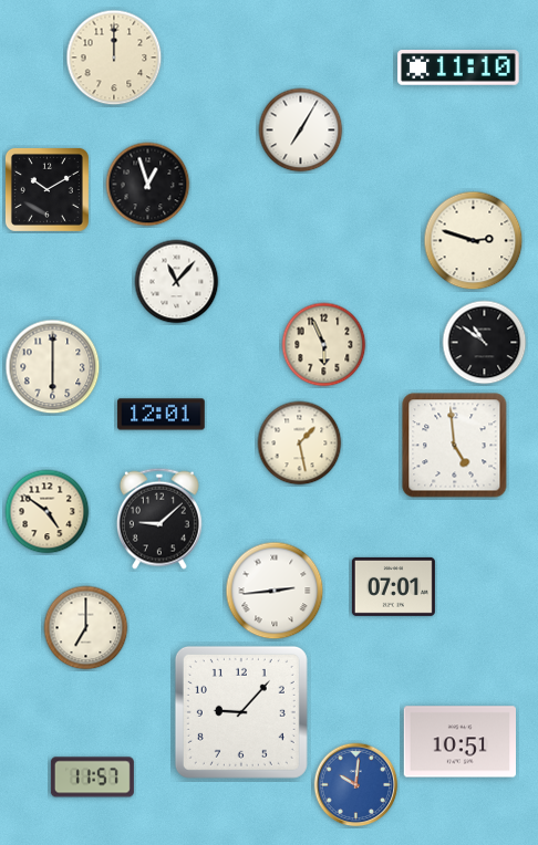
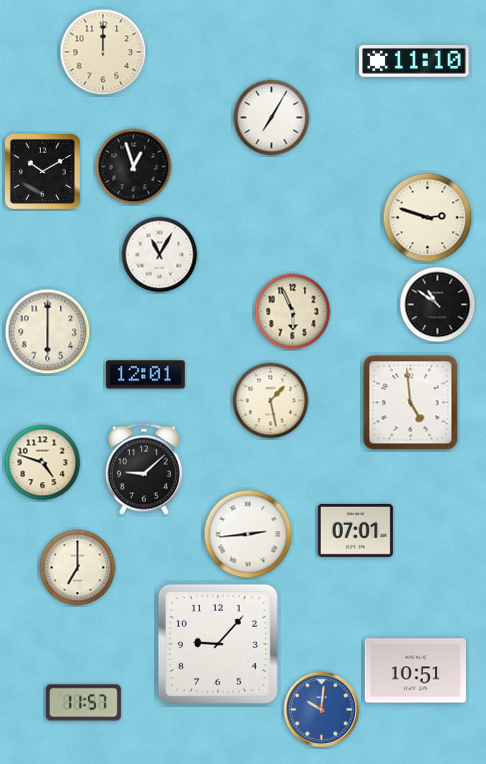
clock at (177, 282): 11:07 -> 11:05
clock at (485, 343) position: (485, 343) -> (438, 305)
clock at (48, 512): 4:51 -> 4:48
